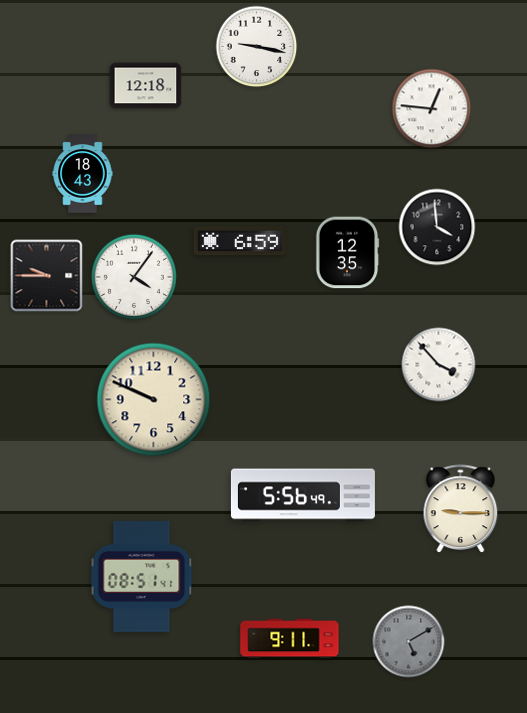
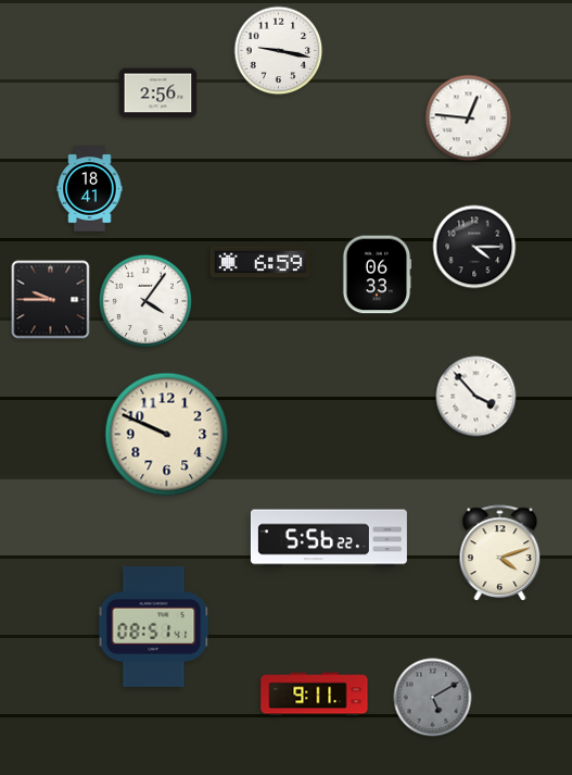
clock at (146, 86): 12:18 -> 2:56
clock at (83, 174): 18:43 -> 18:41
clock at (437, 227): 3:59 -> 4:15
clock at (347, 253): 12:35 -> 06:33
clock at (303, 495): 5:56:49 -> 5:56:22
clock at (461, 509): 9:15 -> 4:12
clock at (409, 642) position: (409, 642) -> (433, 698)
